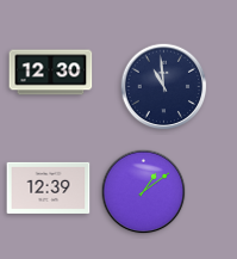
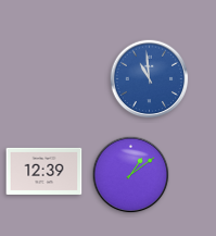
clock at (51, 73): 12:30 -> none
clock at (164, 87) dial: navy -> blue
